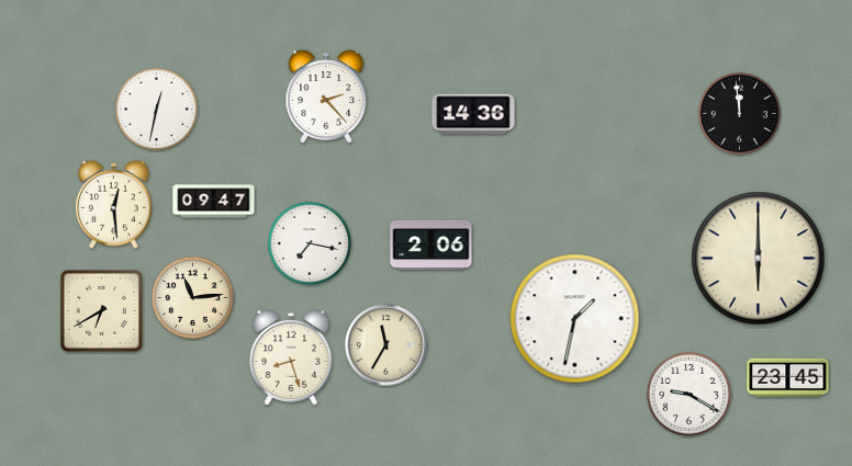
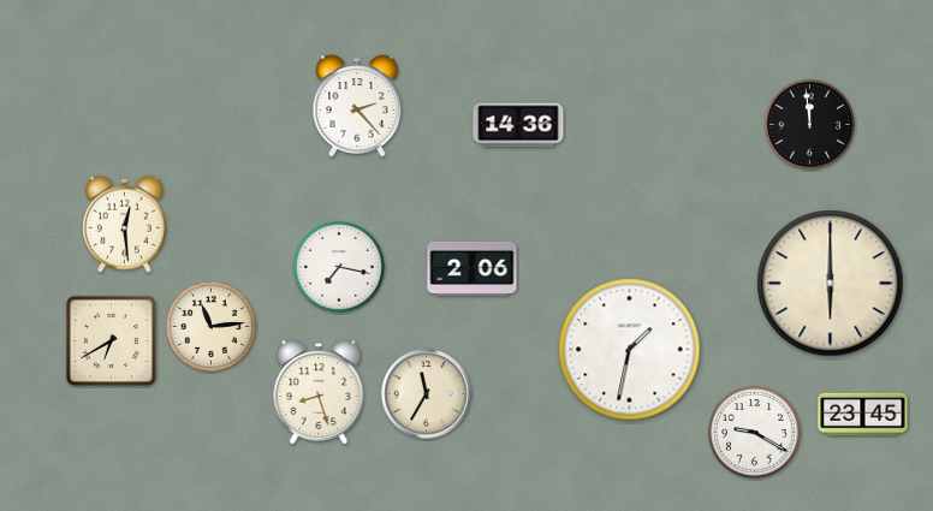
clock at (156, 109): 12:32 -> none
clock at (214, 202): 09:47 -> none
clock at (386, 345) position: (386, 345) -> (427, 394)
